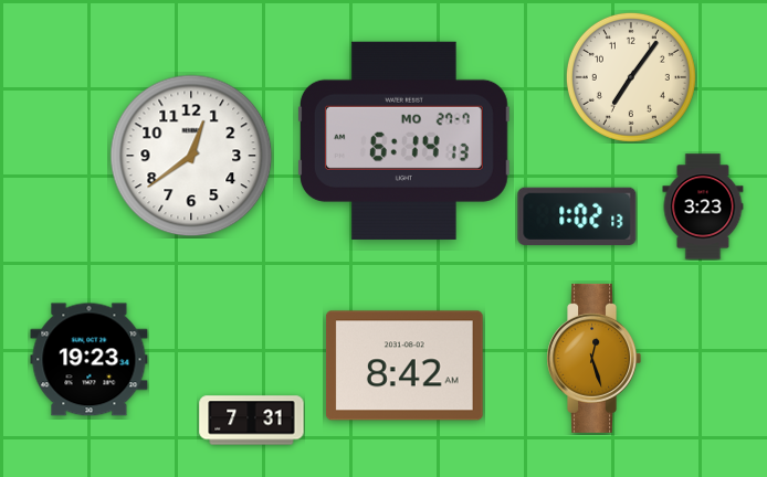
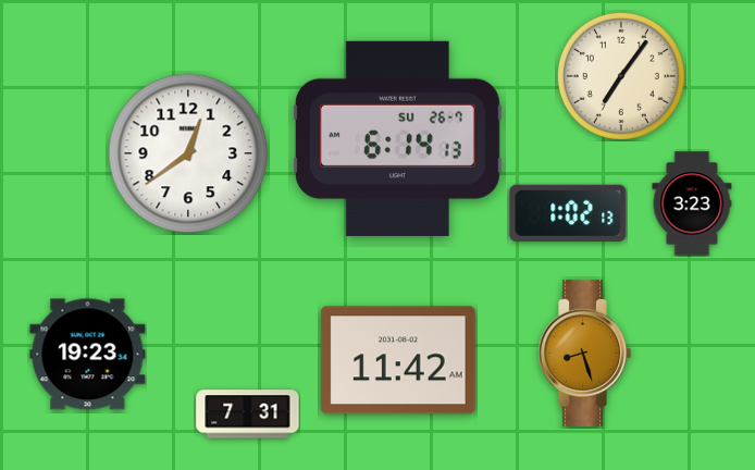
clock at (403, 140) date: MO 27-7 -> SU 26-7
clock at (593, 358): 12:27 -> 8:27
clock at (404, 365): 8:42 -> 11:42
